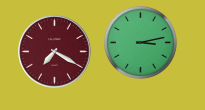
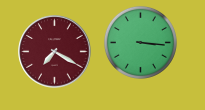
clock at (140, 42): 3:13 -> 3:16
